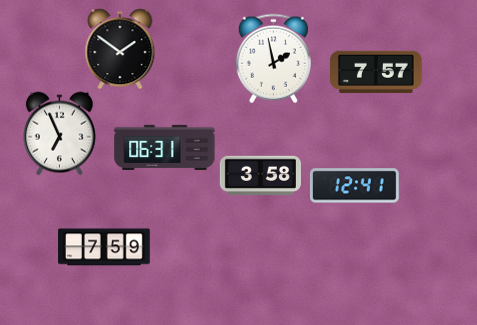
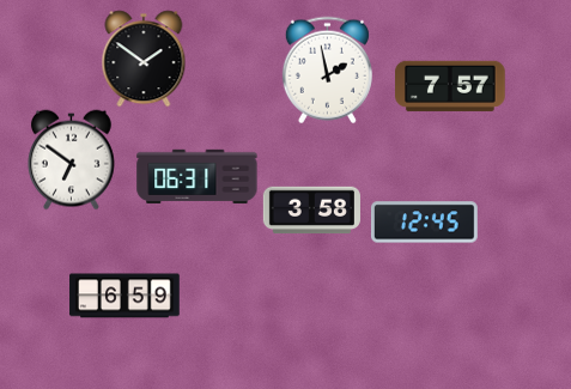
clock at (59, 133): 6:56 -> 6:51
clock at (354, 186): 12:41 -> 12:45
clock at (104, 247): 7:59 -> 6:59
